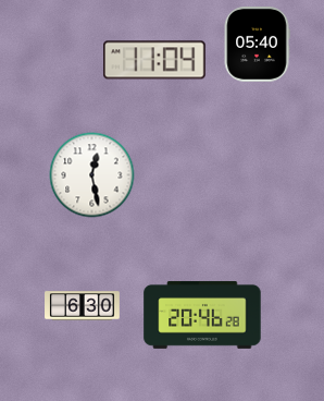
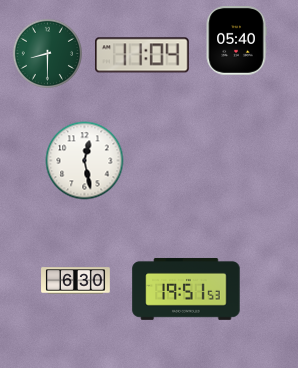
clock at (47, 53): none -> 8:30
clock at (202, 315): 20:46 -> 19:51
